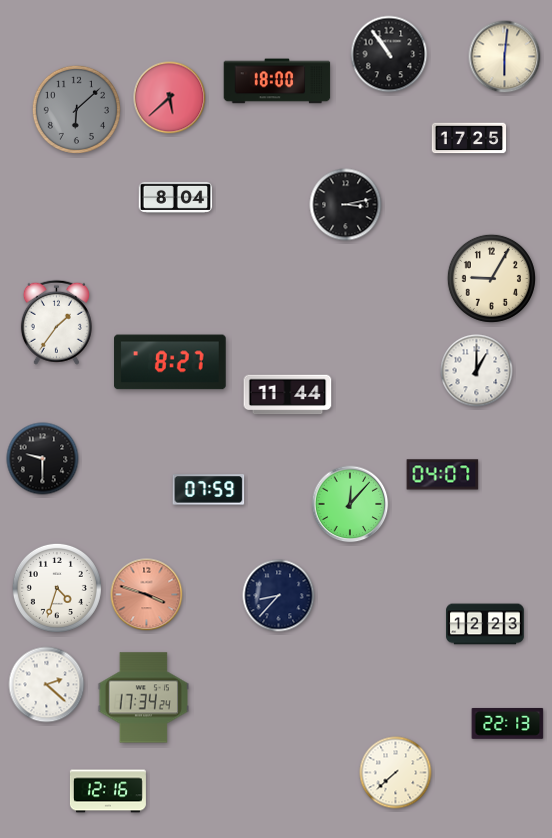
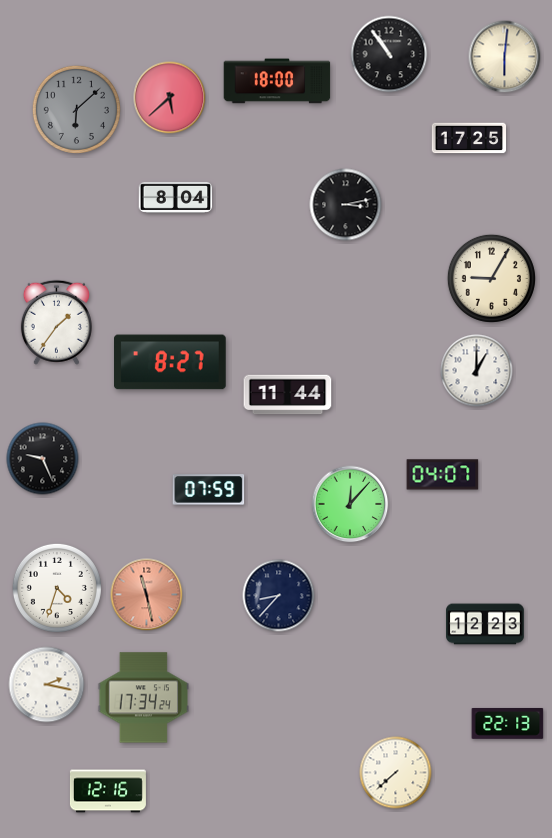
clock at (43, 459): 9:30 -> 9:26
clock at (147, 595): 3:48 -> 11:28
clock at (47, 685): 2:22 -> 2:17
